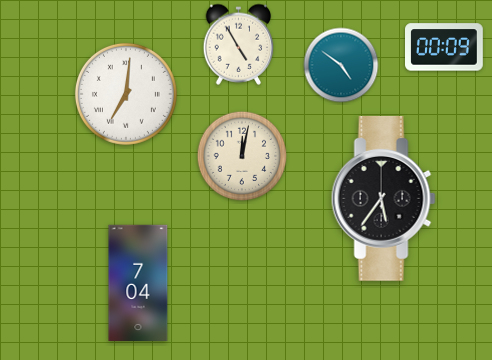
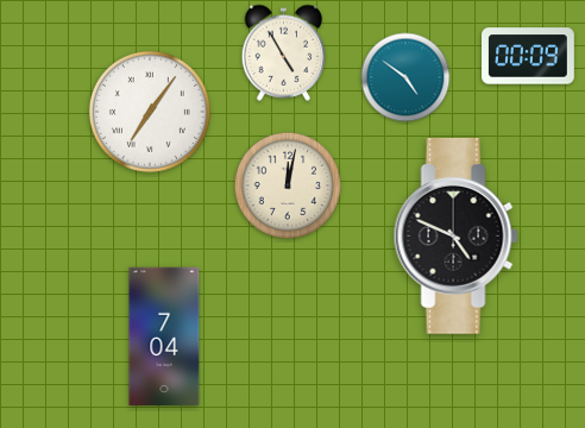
clock at (126, 94): 7:01 -> 7:06
clock at (383, 198): 5:36 -> 4:49
